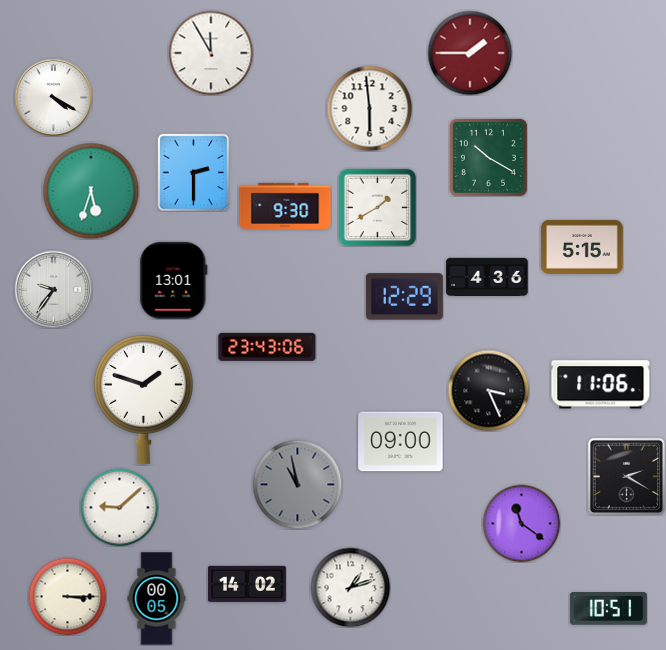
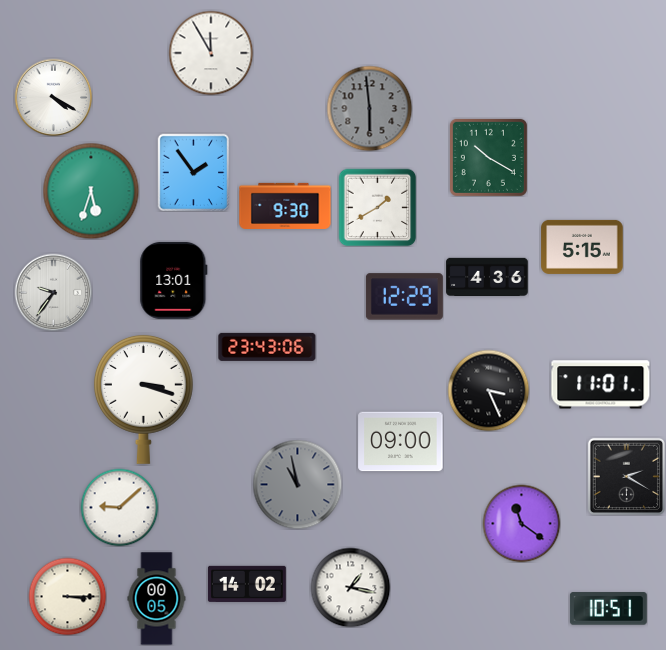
clock at (470, 53): 1:45 -> none
clock at (369, 108) dial: white -> grey
clock at (194, 172): 2:30 -> 1:54
clock at (53, 289) position: (53, 289) -> (53, 292)
clock at (601, 385): 11:06 -> 11:01
clock at (143, 399): 1:48 -> 3:18
clock at (350, 587): 1:12 -> 1:17
